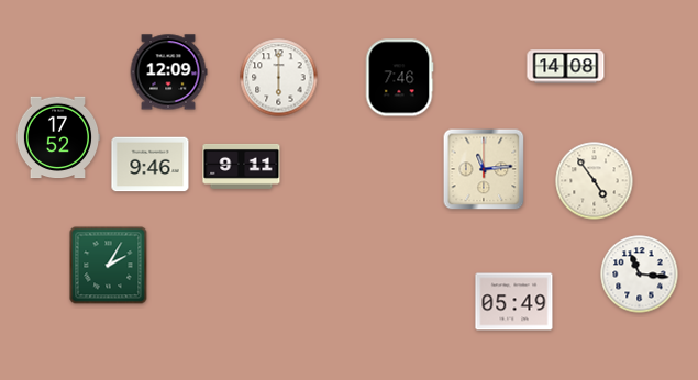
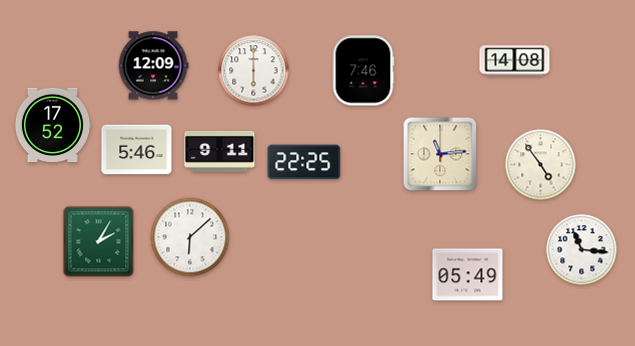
clock at (151, 165): 9:46 -> 5:46
clock at (304, 162): none -> 22:25
clock at (190, 237): none -> 6:08
